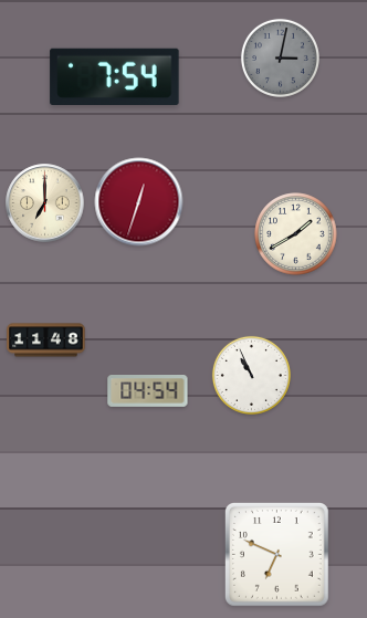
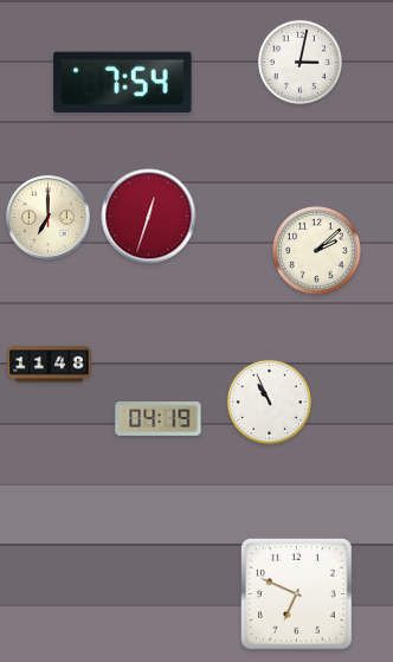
clock at (280, 57) dial: grey -> white
clock at (296, 234): 1:40 -> 2:08
clock at (148, 391): 04:54 -> 04:19
